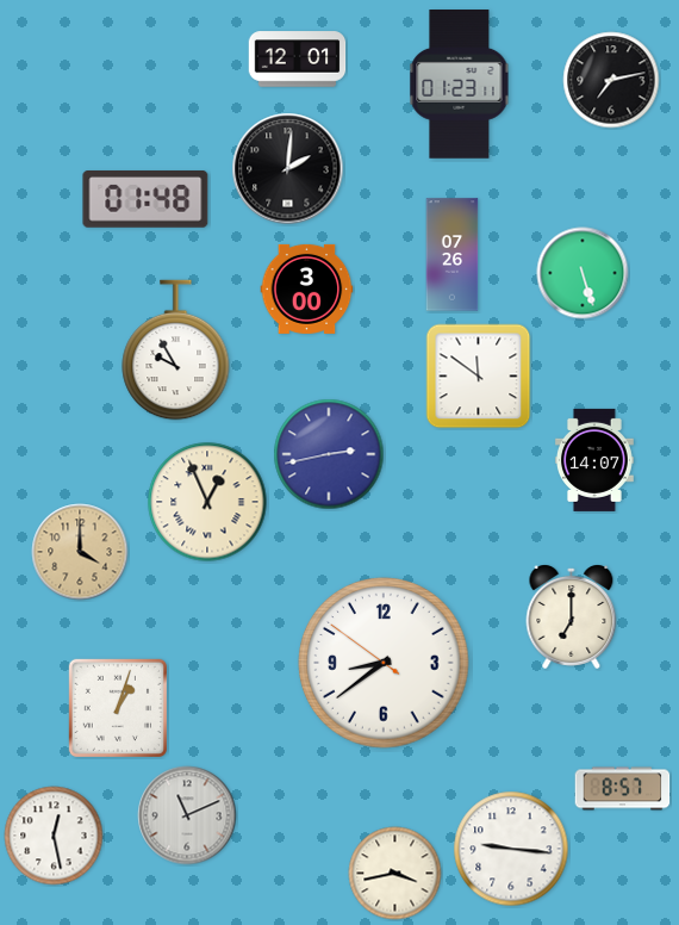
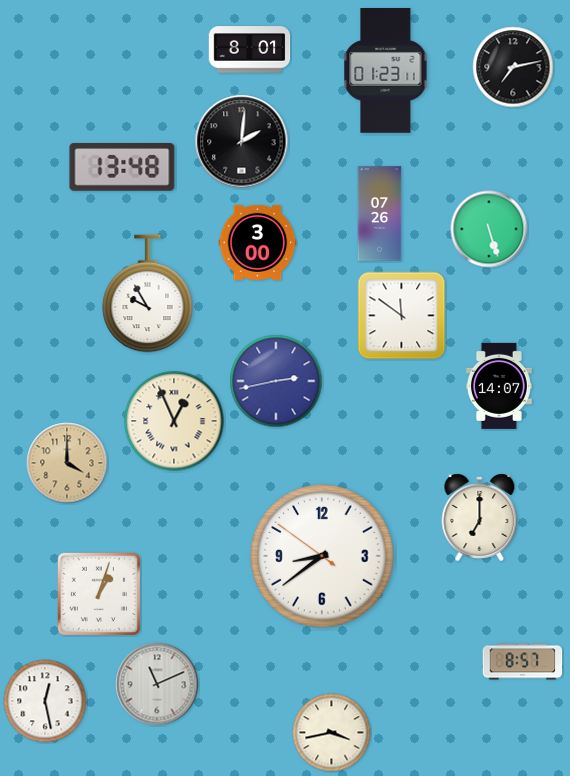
clock at (298, 60): 12:01 -> 8:01
clock at (145, 199): 01:48 -> 13:48
clock at (511, 849): 9:16 -> none
